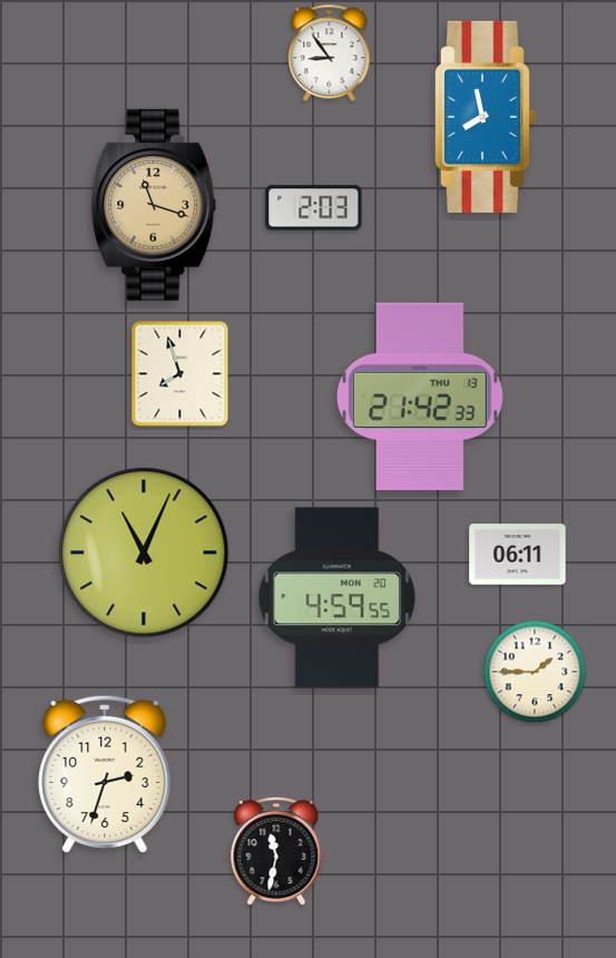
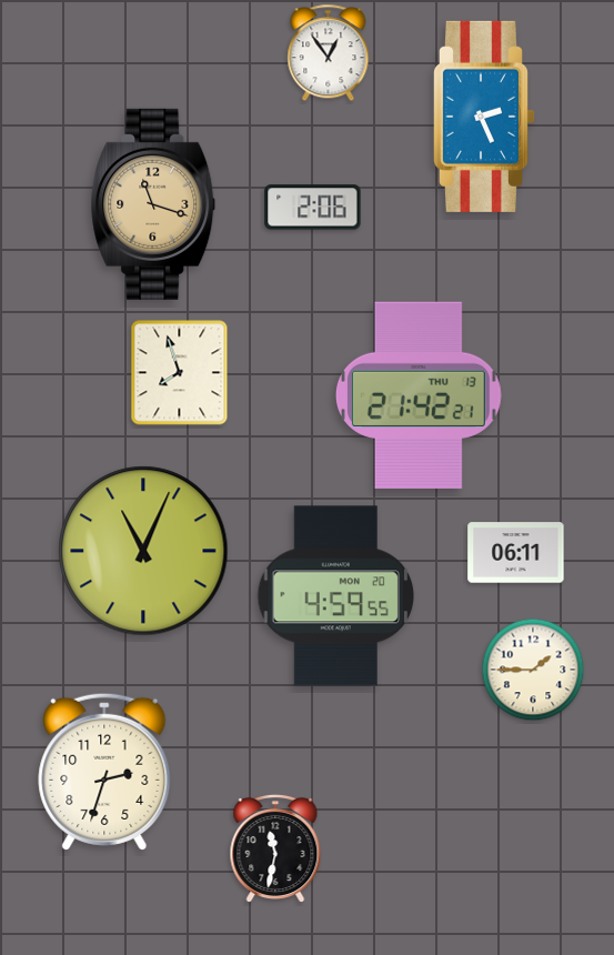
clock at (330, 53): 8:54 -> 12:54
clock at (485, 117): 7:58 -> 2:26
clock at (314, 208): 2:03 -> 2:06
clock at (420, 397): 21:42:33 -> 21:42:21
